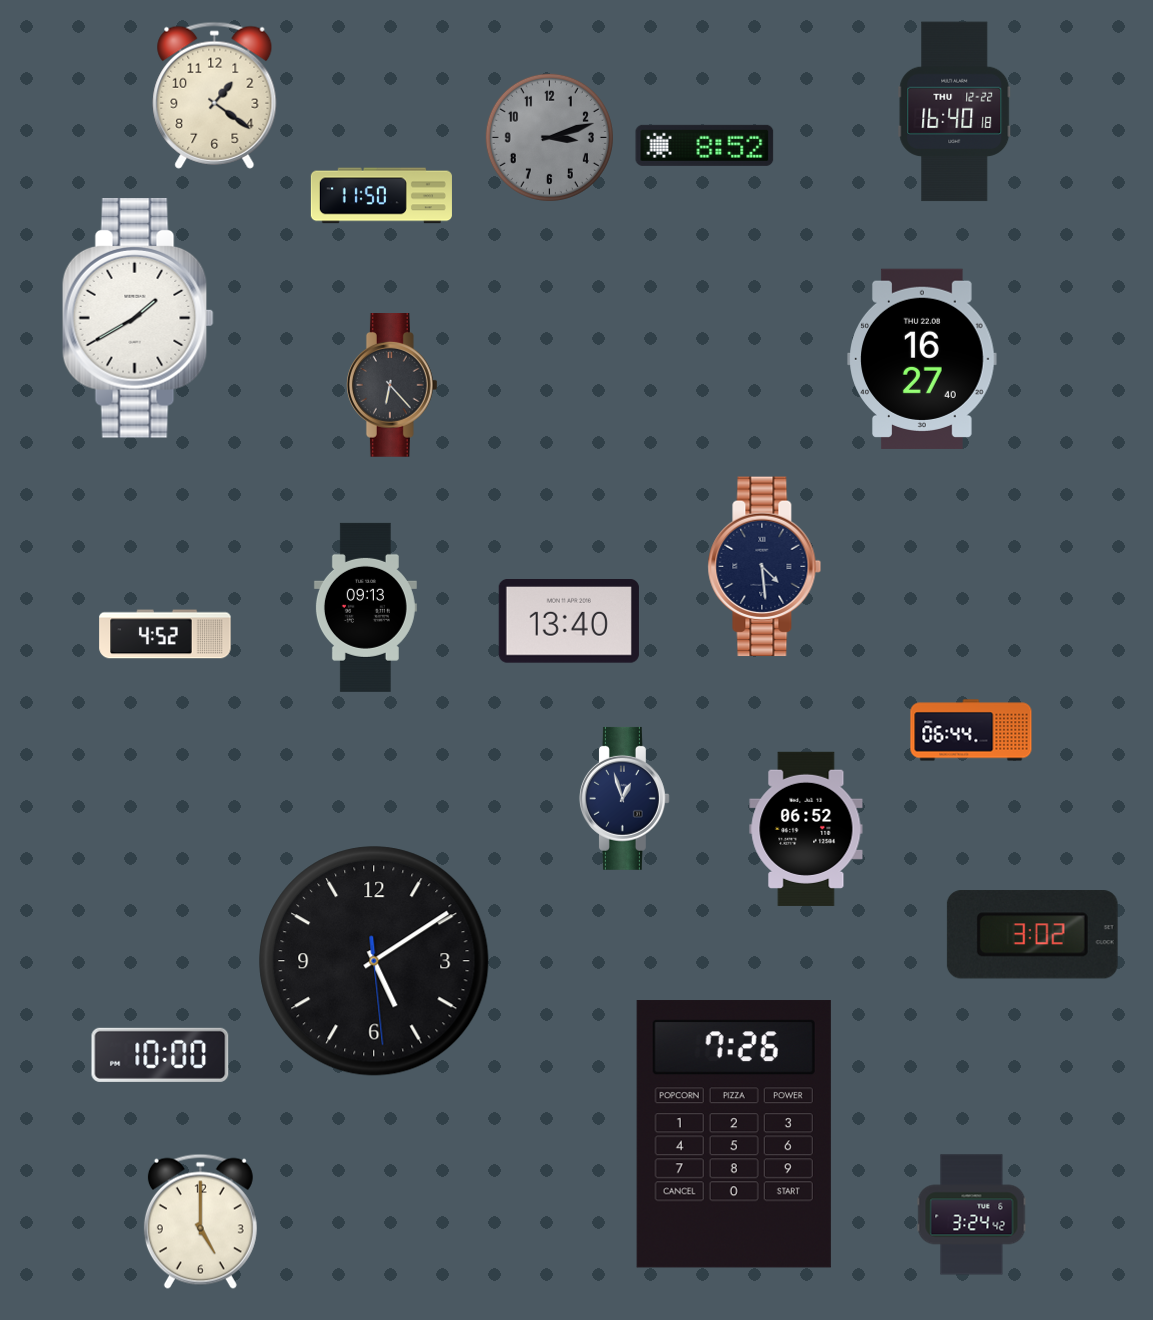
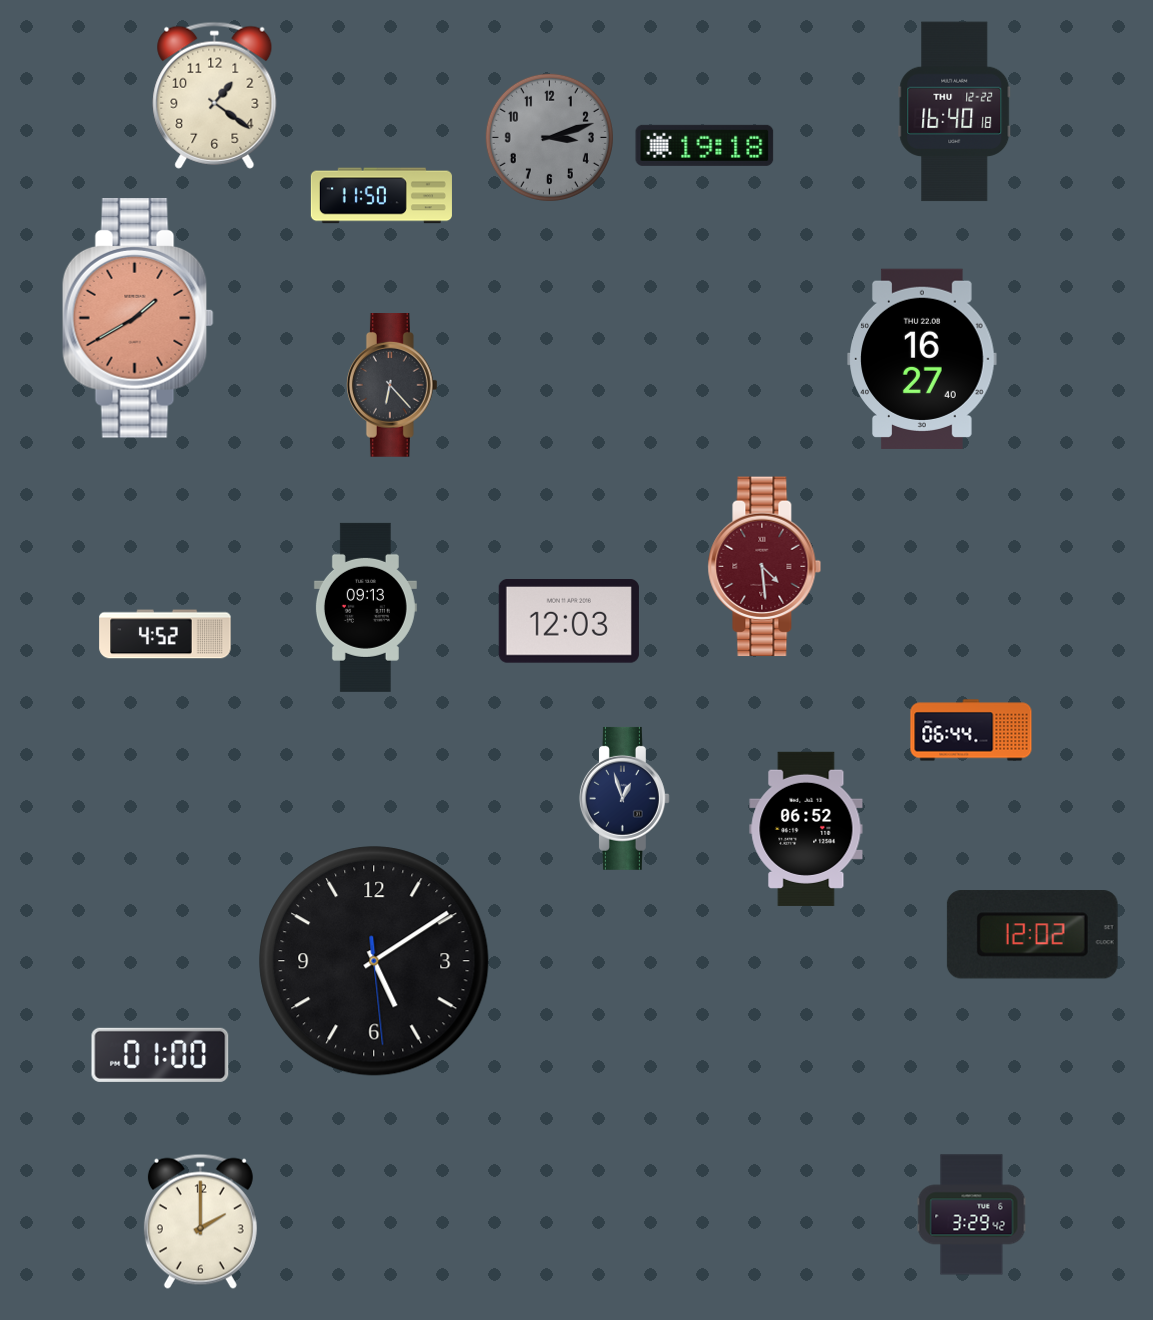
clock at (705, 145): 8:52 -> 19:18
clock at (138, 319) dial: white -> salmon
clock at (765, 567) dial: navy -> burgundy
clock at (569, 622): 13:40 -> 12:03
clock at (1032, 935): 3:02 -> 12:02
clock at (160, 1055): 10:00 -> 01:00
clock at (734, 1134): 7:26 -> none
clock at (972, 1215): 3:24 -> 3:29
clock at (200, 1221): 5:00 -> 2:00
